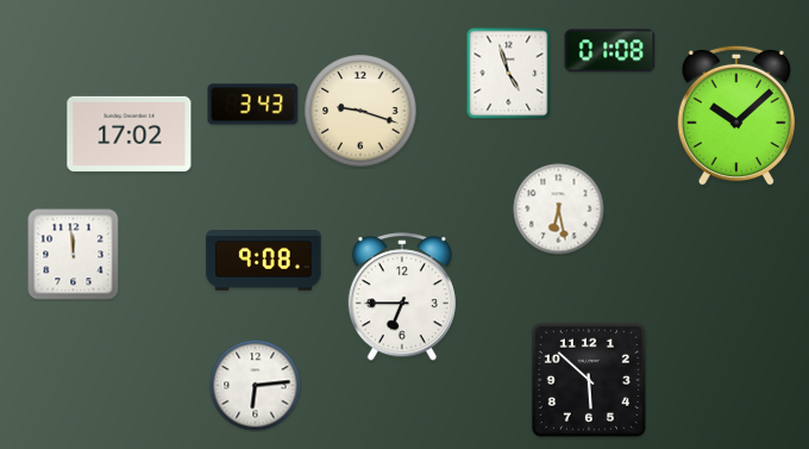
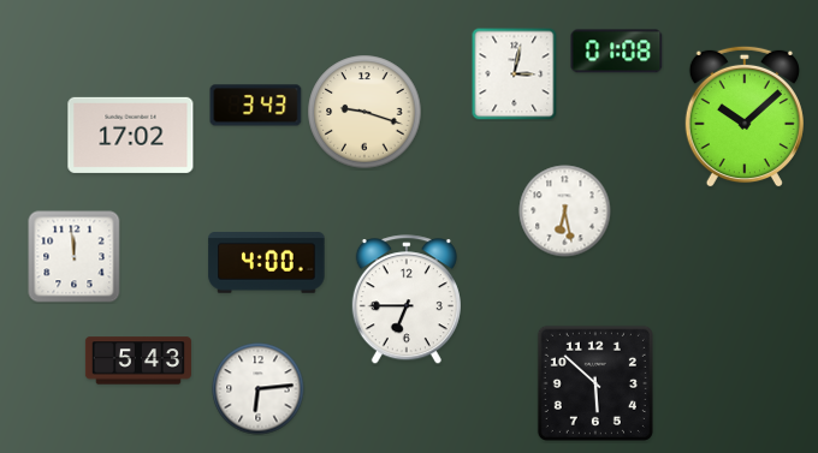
clock at (509, 73): 4:57 -> 3:02
clock at (264, 261): 9:08 -> 4:00
clock at (138, 360): none -> 5:43
